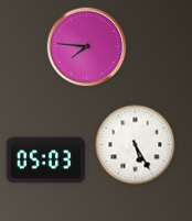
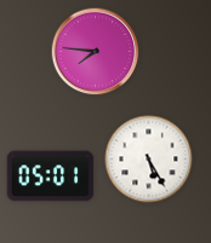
clock at (46, 161): 05:03 -> 05:01
